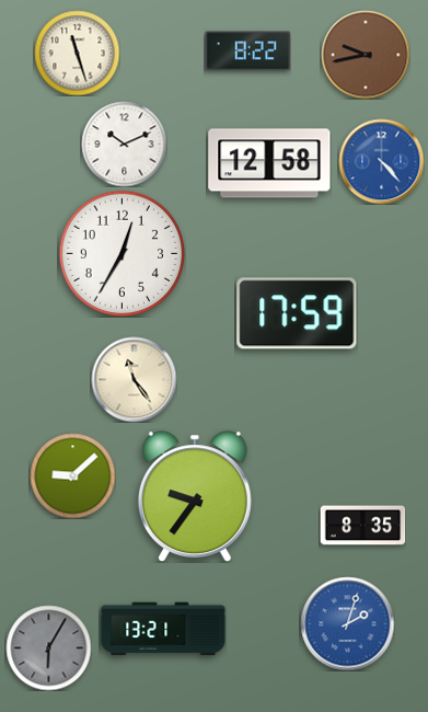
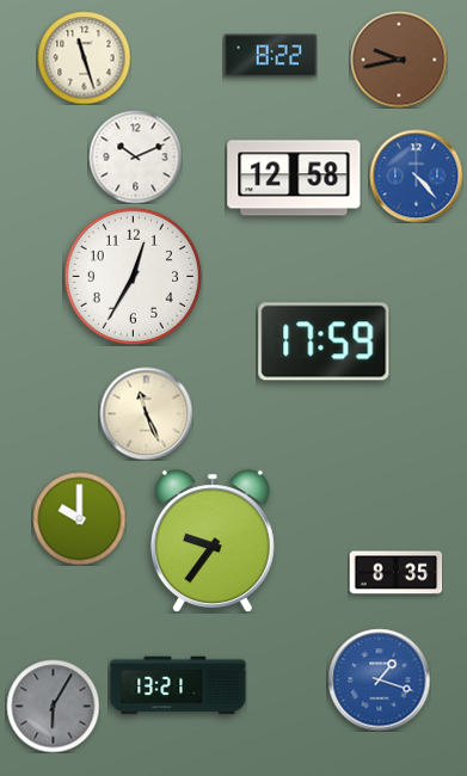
clock at (134, 379): 11:24 -> 11:26
clock at (72, 475): 9:08 -> 10:00
clock at (347, 623): 2:03 -> 1:18
